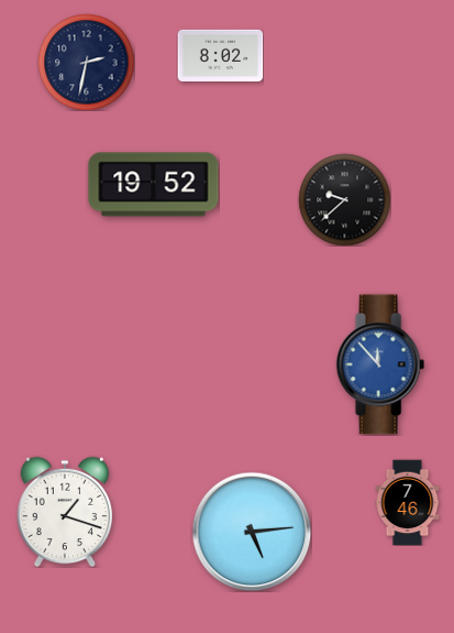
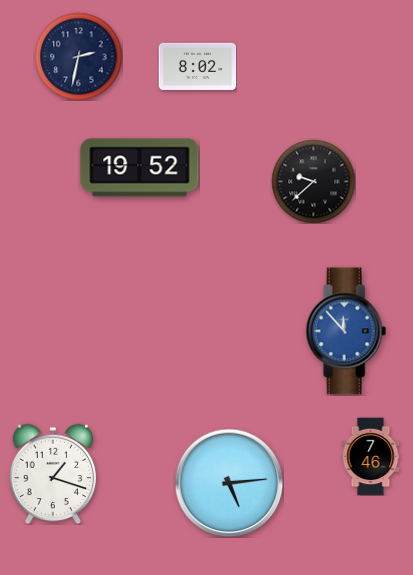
clock at (220, 55) position: (220, 55) -> (197, 66)
clock at (65, 512) position: (65, 512) -> (53, 474)
